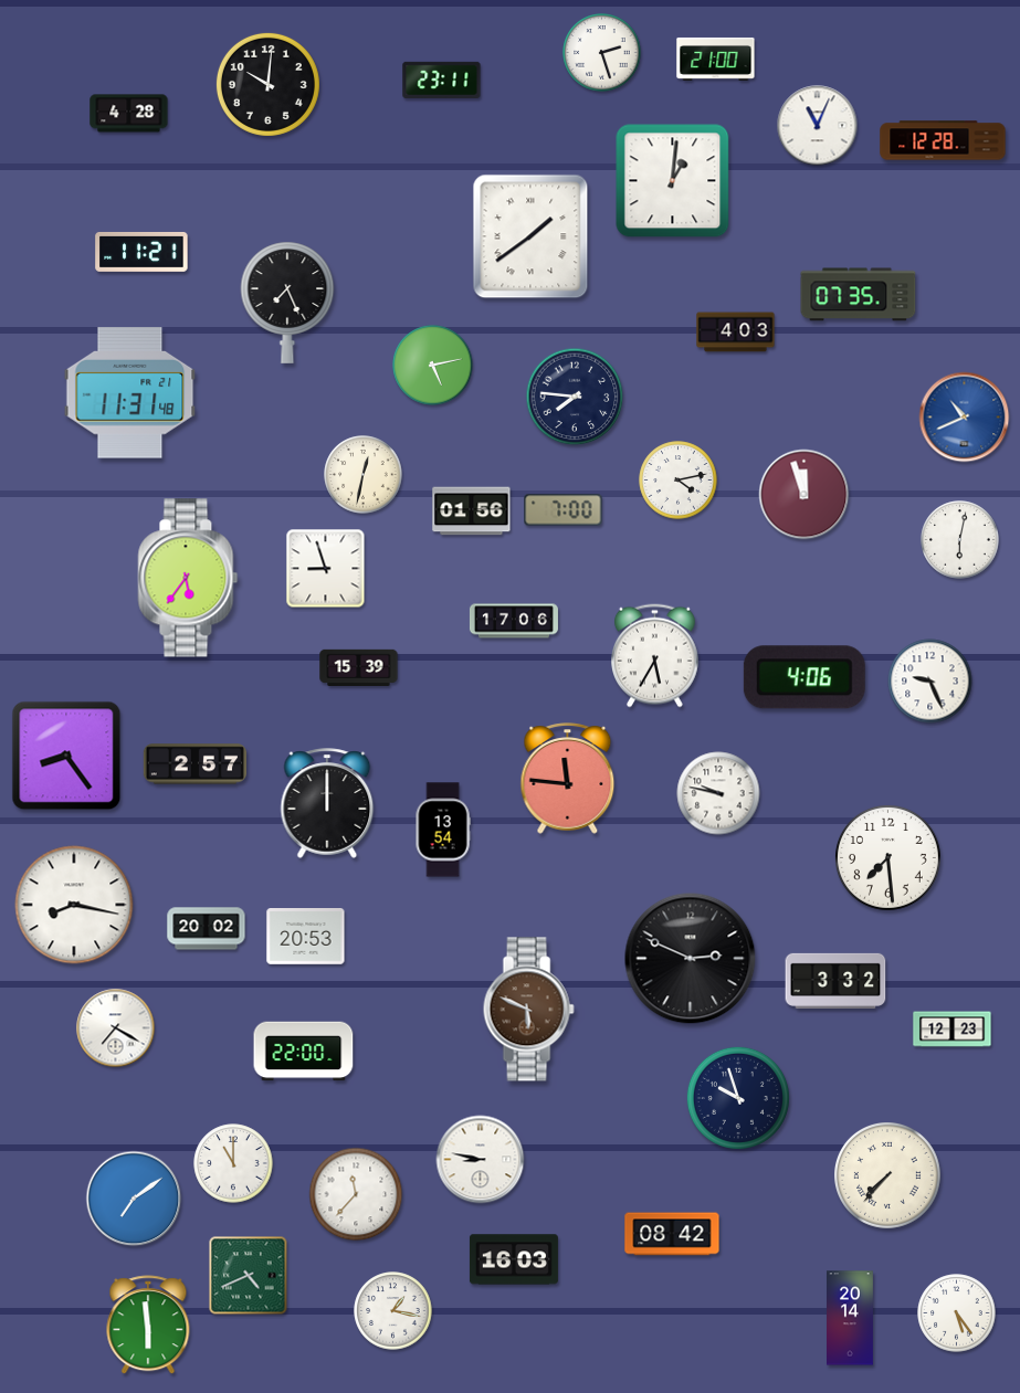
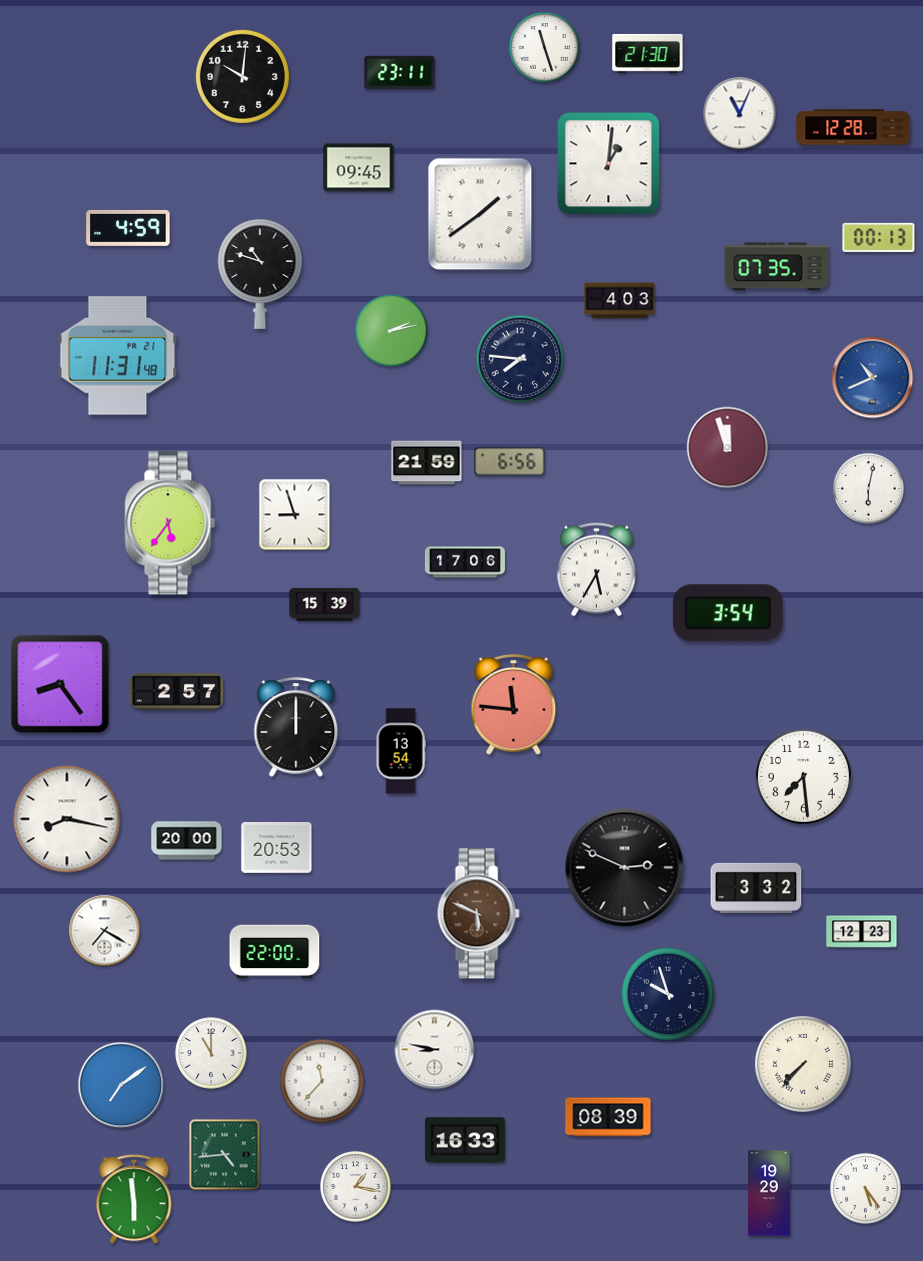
clock at (602, 53): 2:27 -> 11:27
clock at (716, 59): 21:00 -> 21:30
clock at (129, 114): 4:28 -> none
clock at (359, 168): none -> 09:45
clock at (141, 252): 11:21 -> 4:59
clock at (879, 237): none -> 00:13
clock at (287, 303): 7:26 -> 10:48
clock at (736, 333) position: (736, 333) -> (620, 301)
clock at (433, 366): 5:13 -> 2:13
clock at (364, 475): 12:32 -> none
clock at (679, 481): 4:13 -> none
clock at (564, 510): 7:00 -> 6:56
clock at (472, 511): 01:56 -> 21:59
clock at (655, 656) position: (655, 656) -> (597, 570)
clock at (805, 677): 4:06 -> 3:54
clock at (930, 682): 9:26 -> none
clock at (718, 793): 9:47 -> none
clock at (207, 929): 20:02 -> 20:00
clock at (672, 1234): 08:42 -> 08:39
clock at (514, 1259): 16:03 -> 16:33
clock at (249, 1276): 4:41 -> 4:44
clock at (851, 1318): 20:14 -> 19:29
